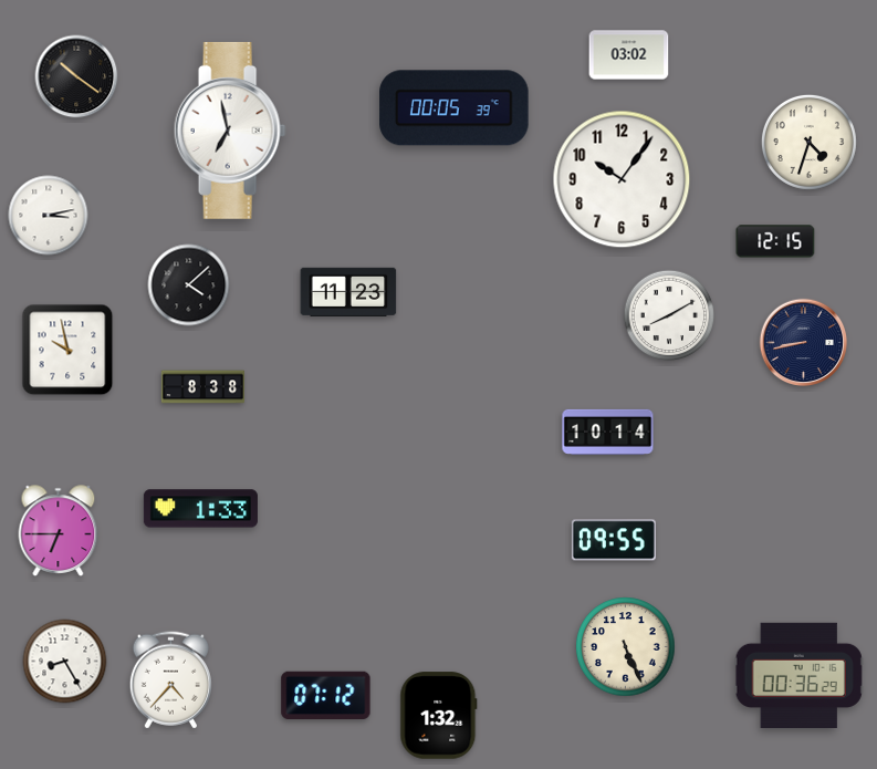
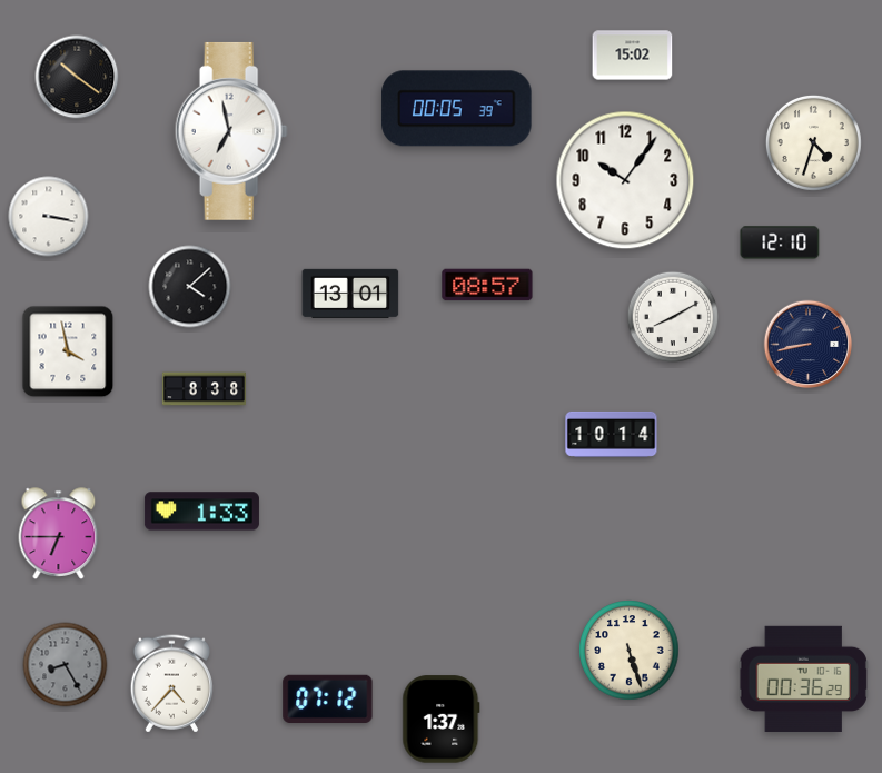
clock at (629, 55): 03:02 -> 15:02
clock at (49, 216): 3:13 -> 3:17
clock at (775, 241): 12:15 -> 12:10
clock at (487, 285): none -> 08:57
clock at (348, 292): 11:23 -> 13:01
clock at (67, 350): 9:58 -> 3:58
clock at (614, 540): 09:55 -> none
clock at (626, 647): 5:26 -> 5:27
clock at (65, 662) dial: white -> grey
clock at (439, 716): 1:32 -> 1:37
